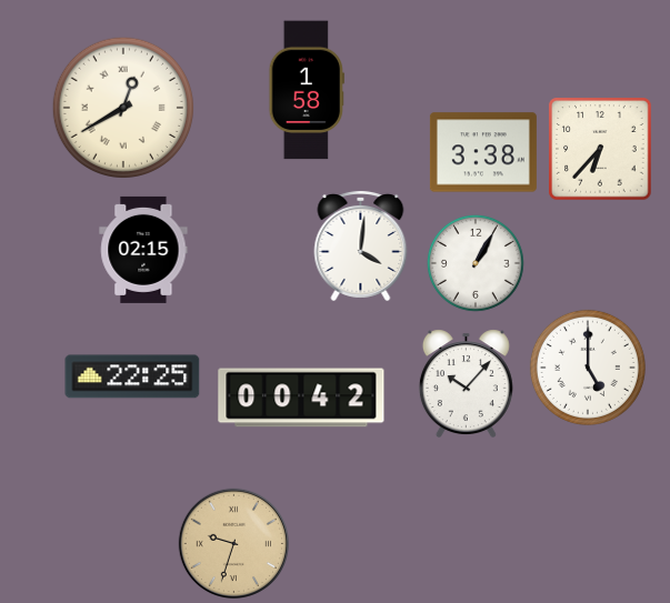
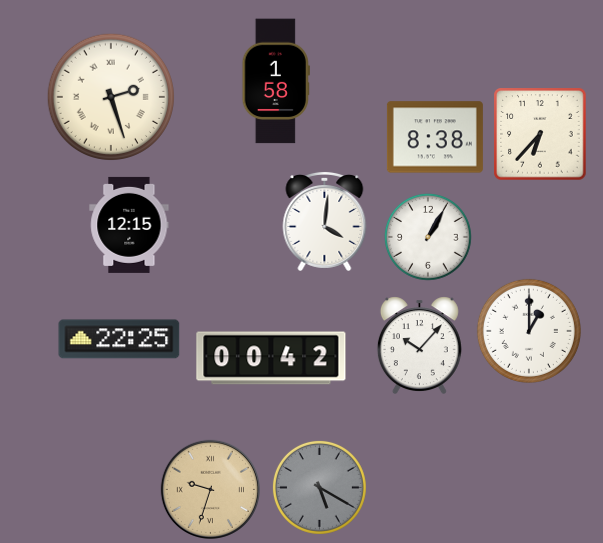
clock at (122, 107): 12:40 -> 2:27
clock at (483, 152): 3:38 -> 8:38
clock at (143, 250): 02:15 -> 12:15
clock at (588, 368): 5:00 -> 1:00
clock at (319, 487): none -> 5:20
